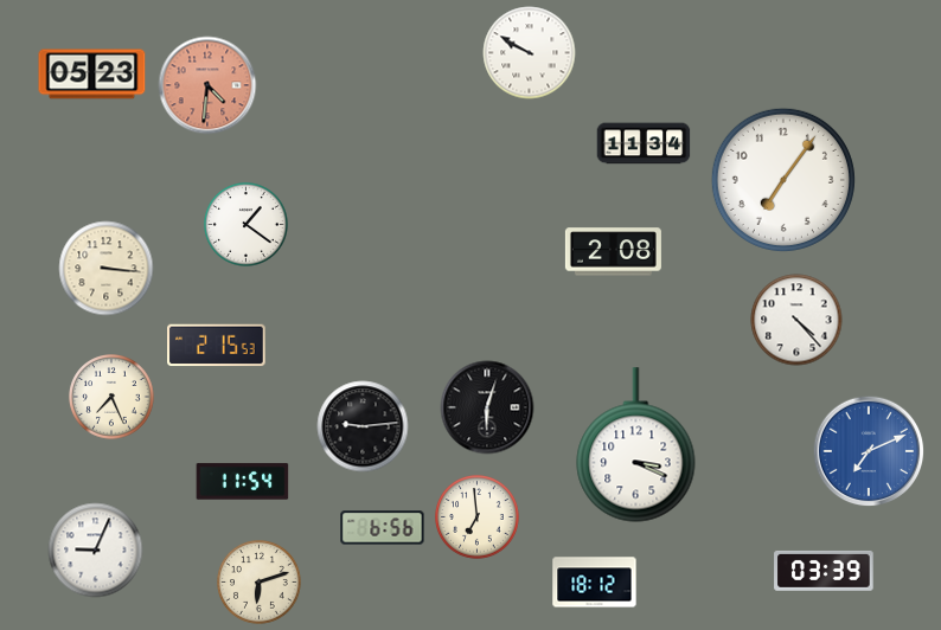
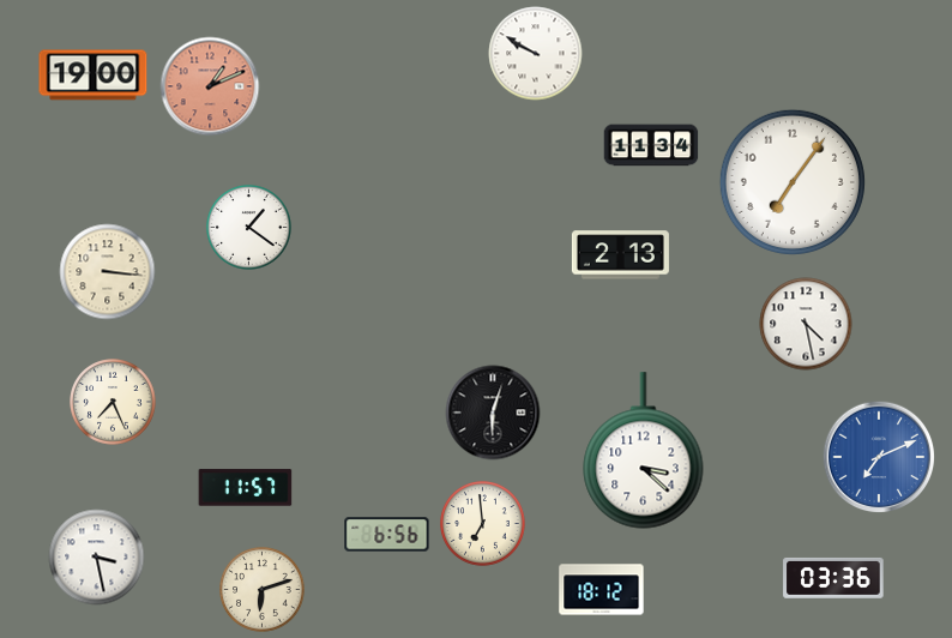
clock at (92, 75): 05:23 -> 19:00
clock at (207, 85): 4:31 -> 1:11
clock at (613, 252): 2:08 -> 2:13
clock at (796, 320): 4:23 -> 4:28
clock at (217, 346): 2:15 -> none
clock at (363, 426): 9:14 -> none
clock at (636, 445): 3:19 -> 3:22
clock at (243, 482): 11:54 -> 11:57
clock at (96, 551): 9:04 -> 3:28
clock at (824, 571): 03:39 -> 03:36
